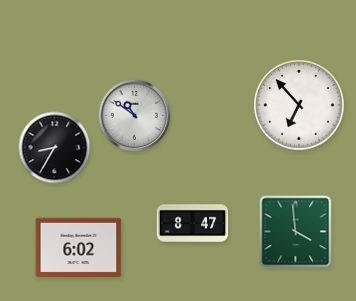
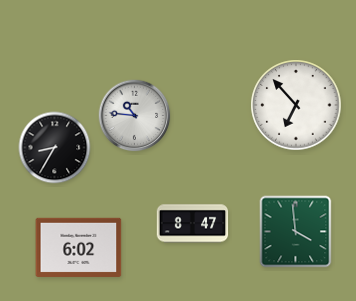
clock at (299, 105) position: (299, 105) -> (296, 105)
clock at (135, 116): 10:51 -> 10:46
